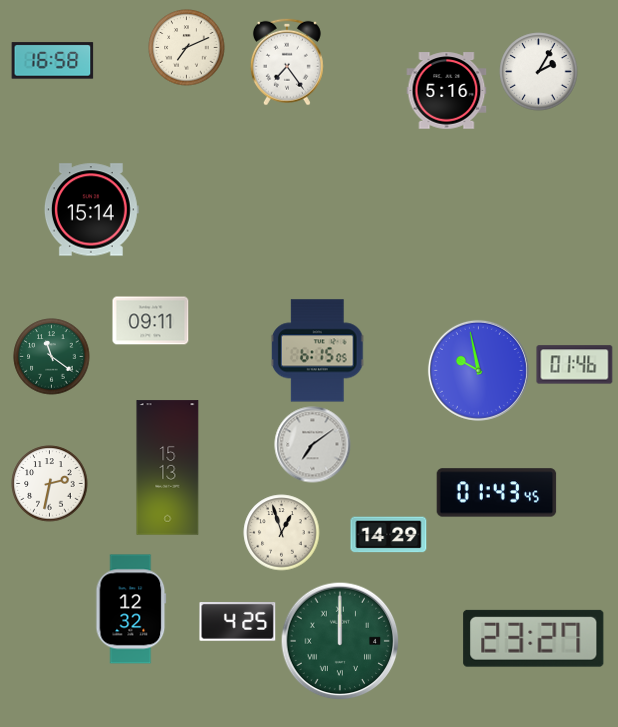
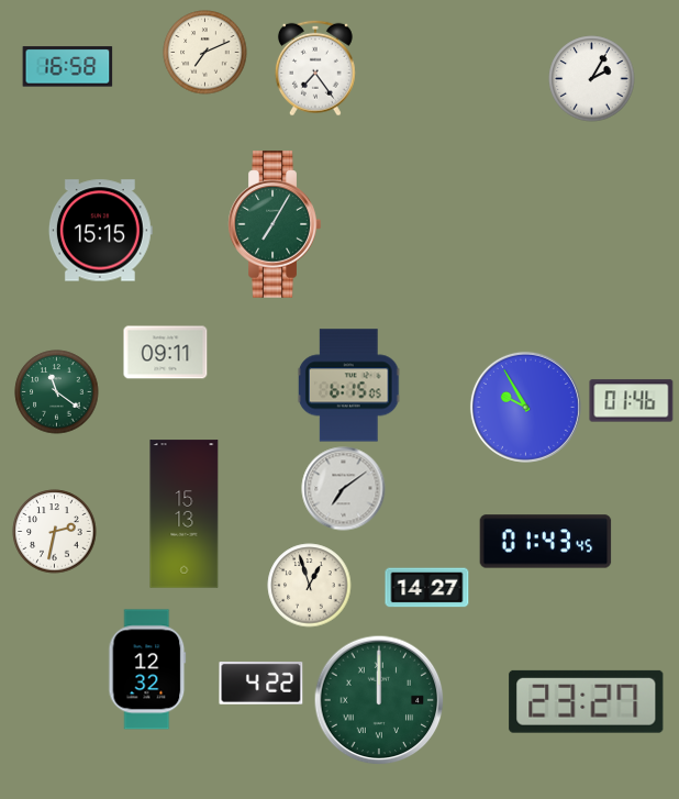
clock at (53, 61) position: (53, 61) -> (68, 67)
clock at (447, 91): 5:16 -> none
clock at (275, 224): none -> 7:05
clock at (91, 210): 15:14 -> 15:15
clock at (478, 370): 9:58 -> 9:55
clock at (389, 535): 14:29 -> 14:27
clock at (131, 609) position: (131, 609) -> (147, 669)
clock at (238, 622): 4:25 -> 4:22
clock at (340, 641) position: (340, 641) -> (379, 700)
